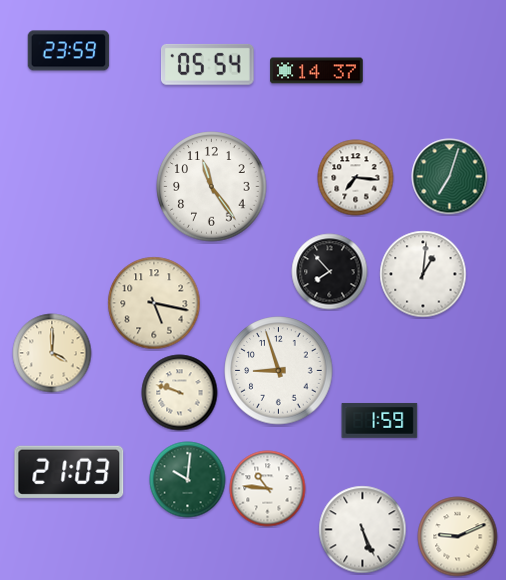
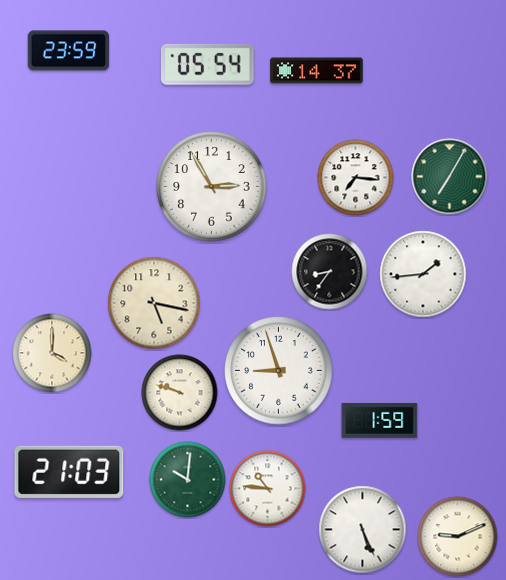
clock at (450, 177): 7:03 -> 7:05
clock at (212, 187): 11:24 -> 2:55
clock at (330, 272): 7:53 -> 8:36
clock at (423, 274): 1:01 -> 1:44
